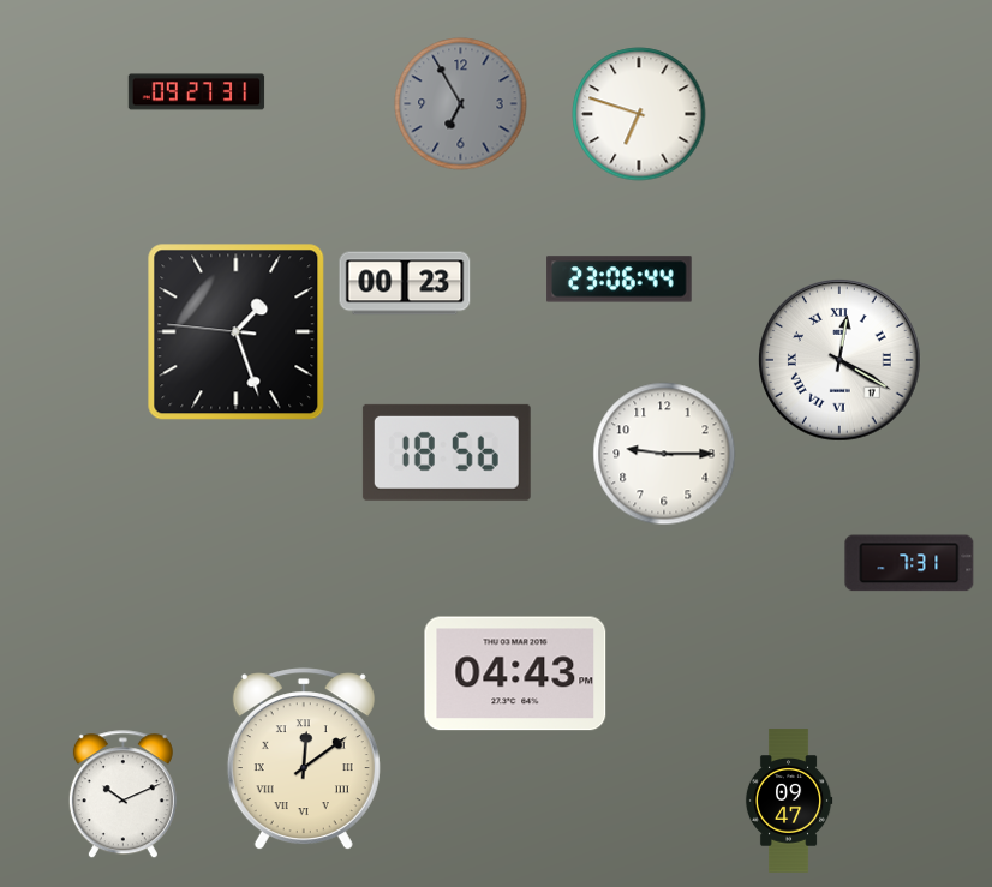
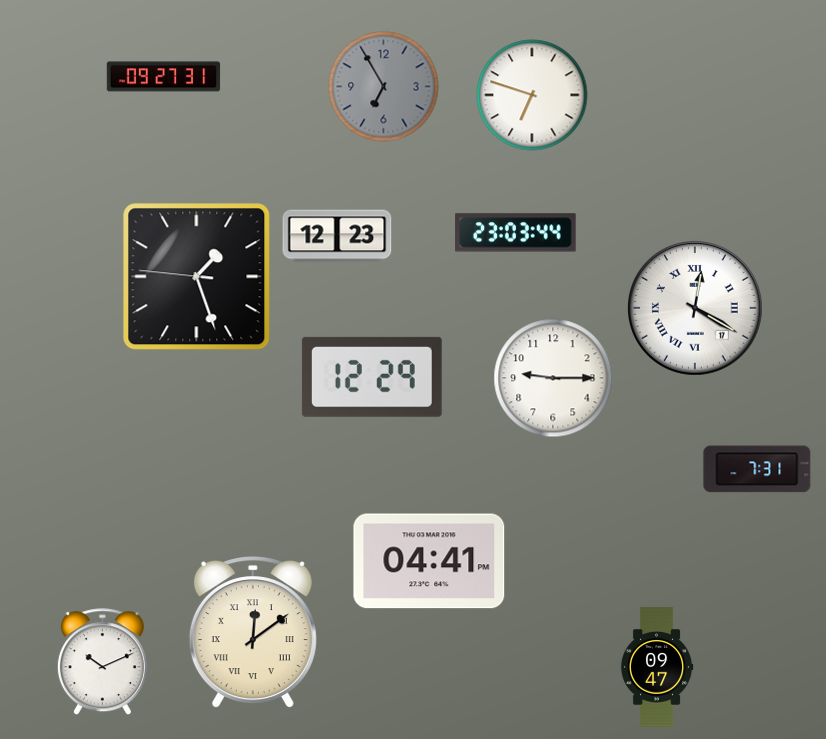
clock at (620, 280): 23:06 -> 23:03
clock at (405, 283): 00:23 -> 12:23
clock at (841, 361) position: (841, 361) -> (696, 309)
clock at (447, 453): 18:56 -> 12:29
clock at (515, 673): 04:43 -> 04:41
